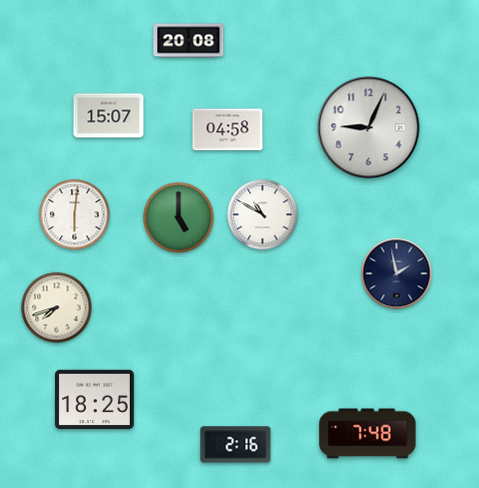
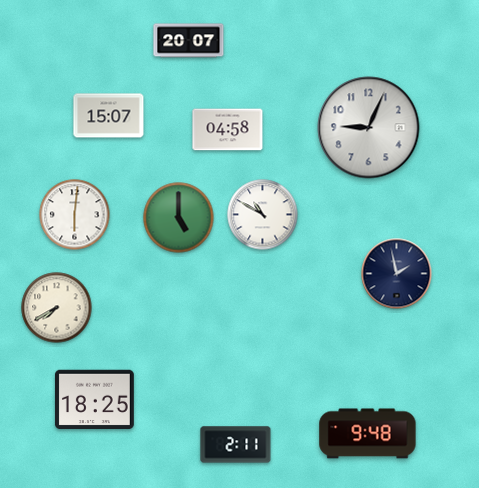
clock at (189, 41): 20:08 -> 20:07
clock at (57, 308): 7:42 -> 7:40
clock at (368, 434): 7:48 -> 9:48
clock at (236, 445): 2:16 -> 2:11
